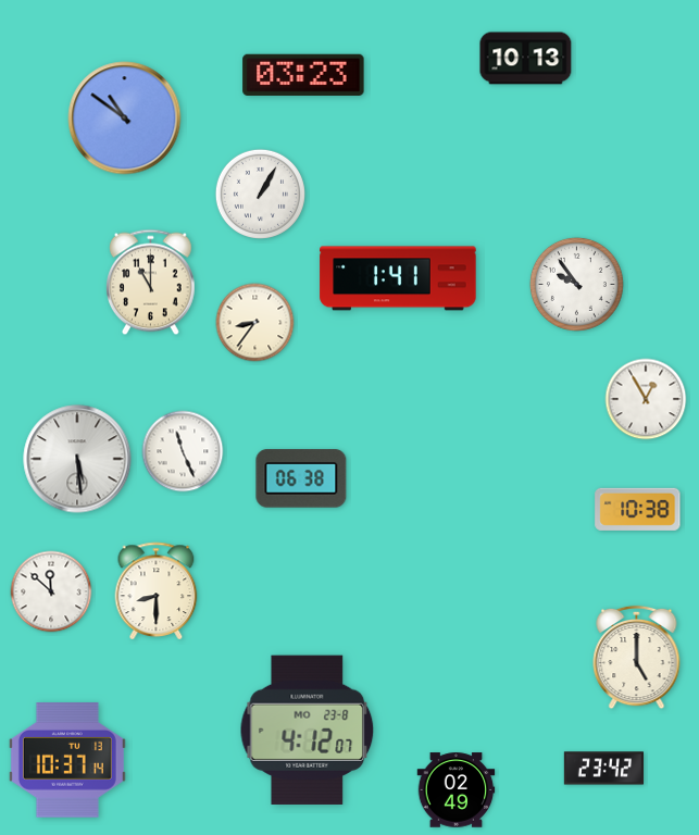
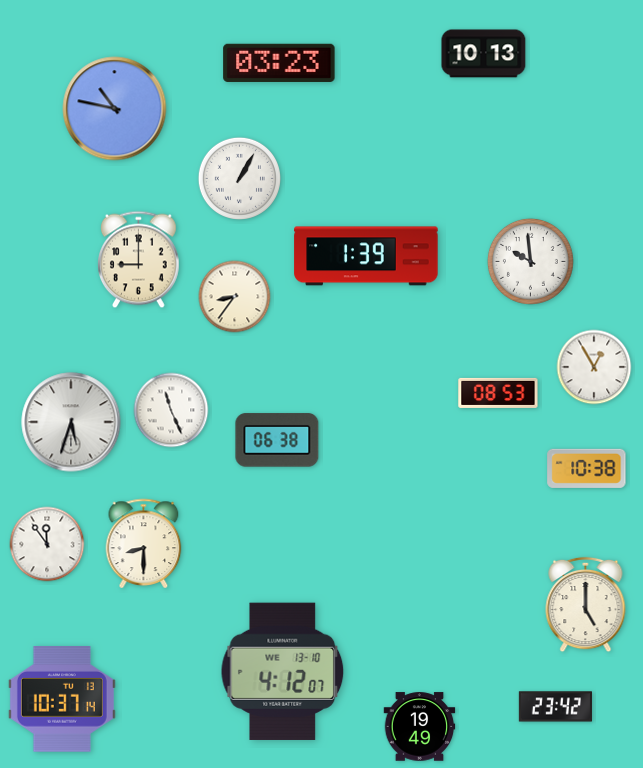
clock at (303, 75) position: (303, 75) -> (279, 63)
clock at (125, 119): 10:51 -> 10:47
clock at (398, 278): 1:41 -> 1:39
clock at (151, 283): 11:00 -> 9:00
clock at (576, 284): 9:54 -> 9:59
clock at (498, 393): none -> 08:53
clock at (183, 451) position: (183, 451) -> (171, 410)
clock at (77, 459): 5:29 -> 5:33
clock at (51, 591): 11:52 -> 11:54
clock at (308, 730) date: MO 23-8 -> WE 13-10
clock at (457, 790): 02:49 -> 19:49
